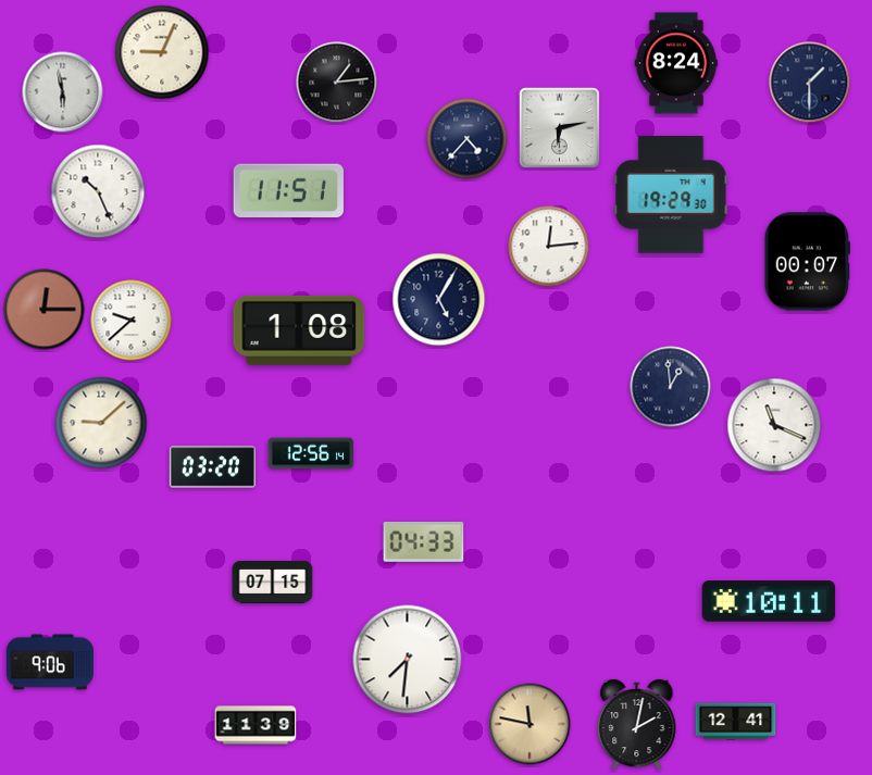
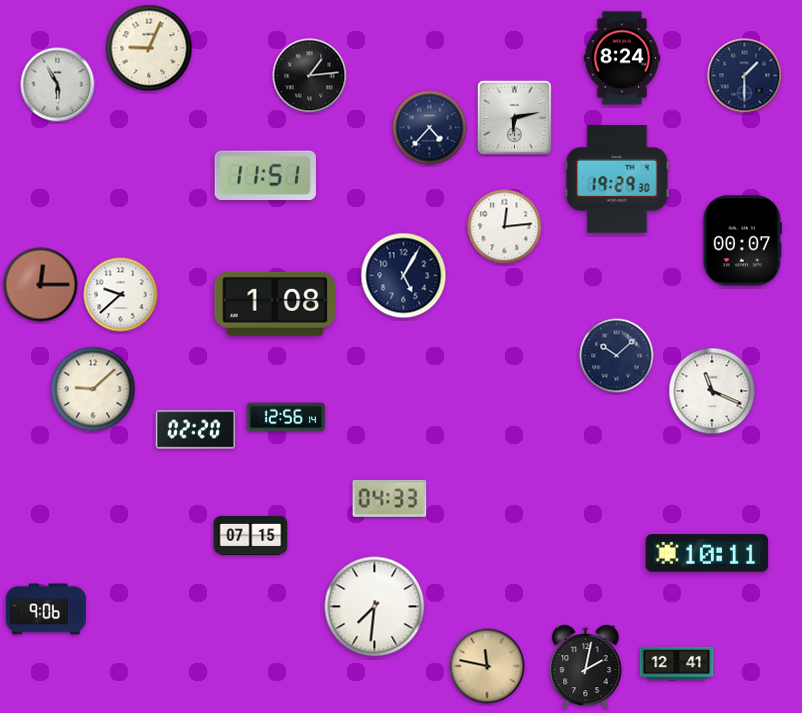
clock at (63, 92): 5:58 -> 5:55
clock at (98, 191): 10:26 -> none
clock at (671, 387): 12:59 -> 10:08
clock at (212, 467): 03:20 -> 02:20
clock at (256, 725): 11:39 -> none
